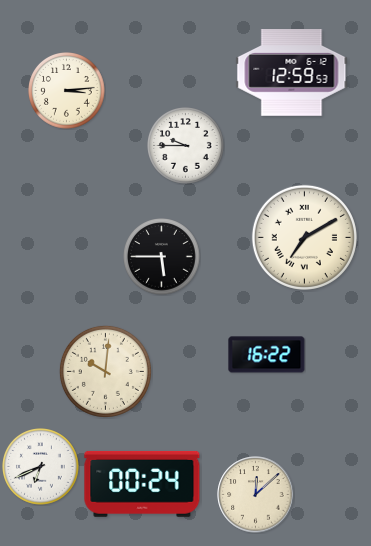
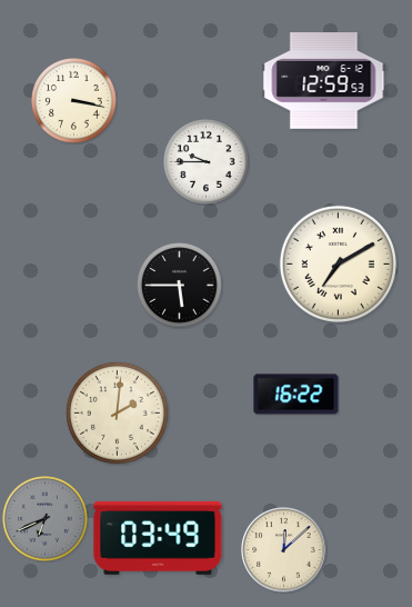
clock at (67, 91): 3:14 -> 3:17
clock at (105, 371): 10:01 -> 2:01
clock at (41, 467) dial: white -> grey
clock at (142, 484): 00:24 -> 03:49
